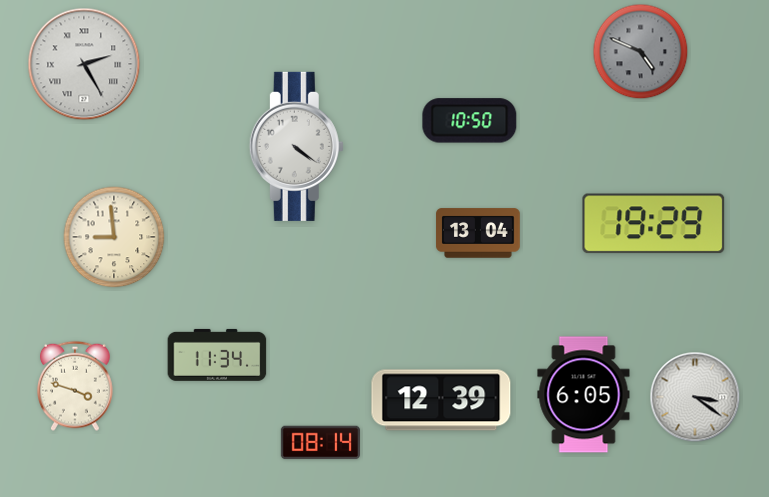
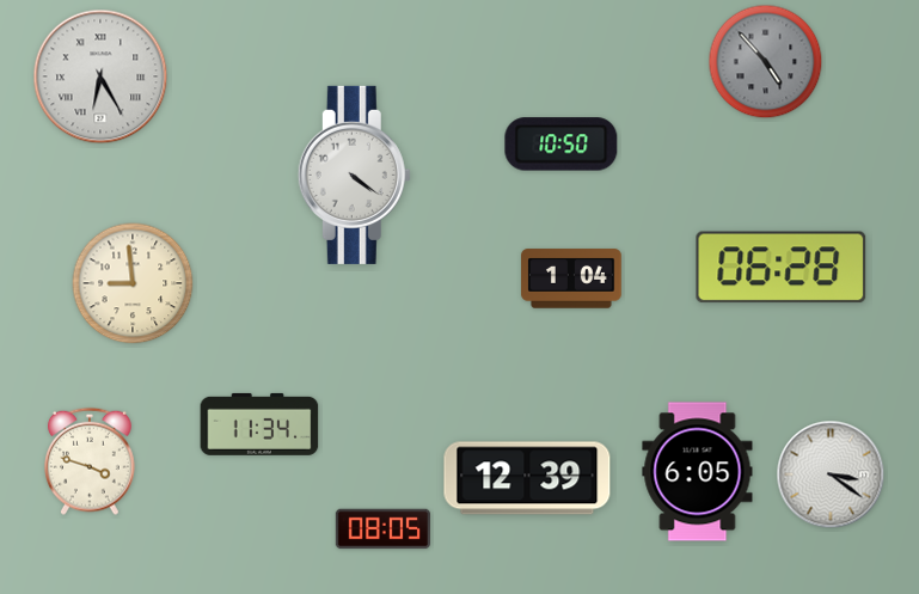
clock at (641, 52): 4:49 -> 4:53
clock at (84, 64): 2:25 -> 6:25
clock at (654, 224): 19:29 -> 06:28
clock at (478, 233): 13:04 -> 1:04
clock at (114, 237) position: (114, 237) -> (133, 283)
clock at (320, 443): 08:14 -> 08:05
